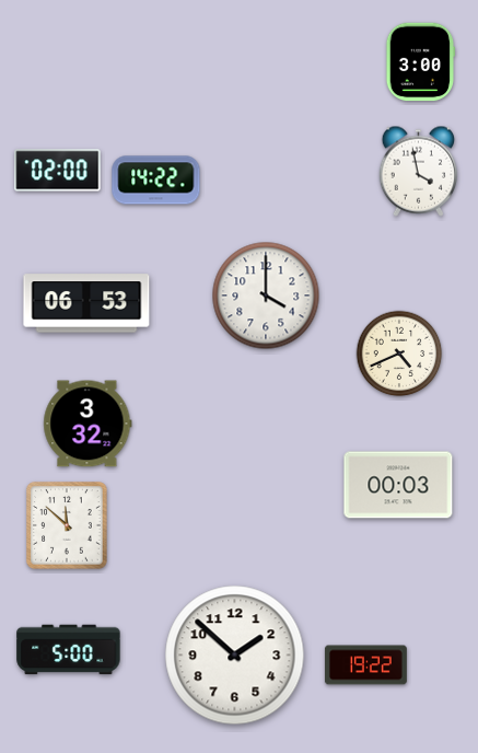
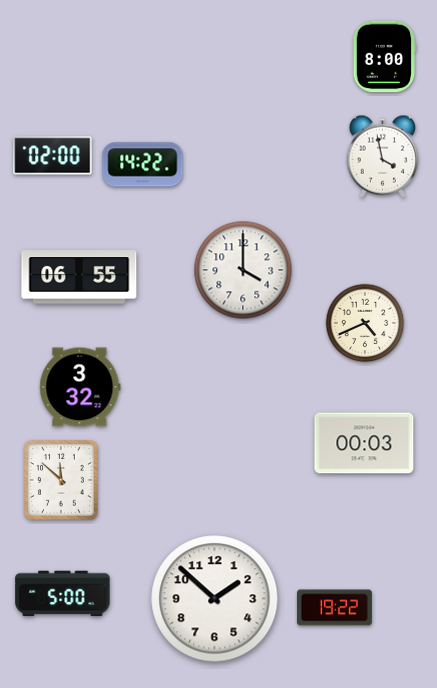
clock at (421, 62): 3:00 -> 8:00
clock at (86, 303): 06:53 -> 06:55
